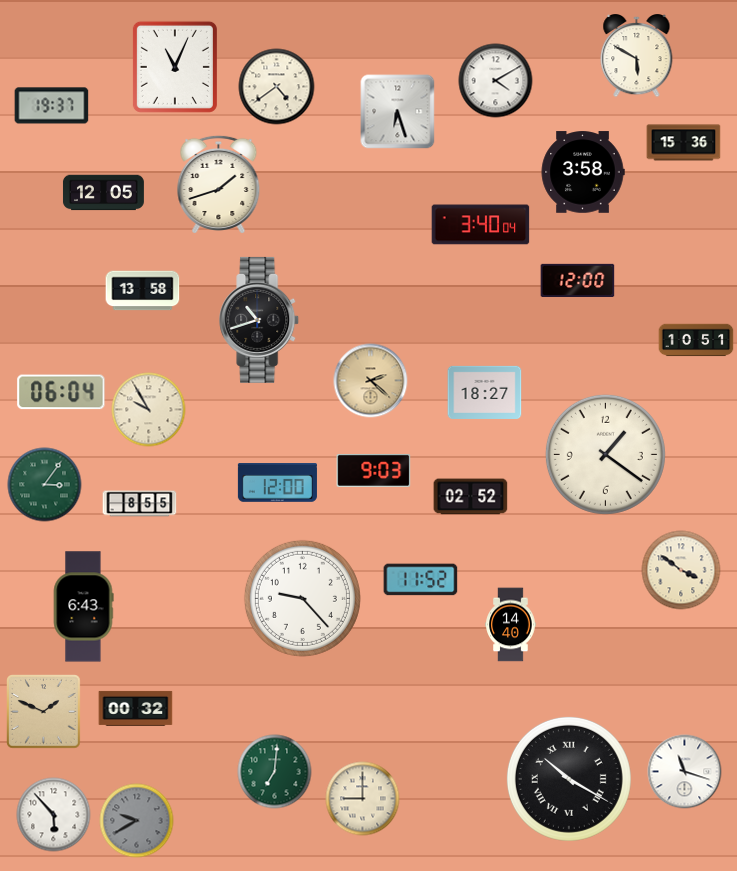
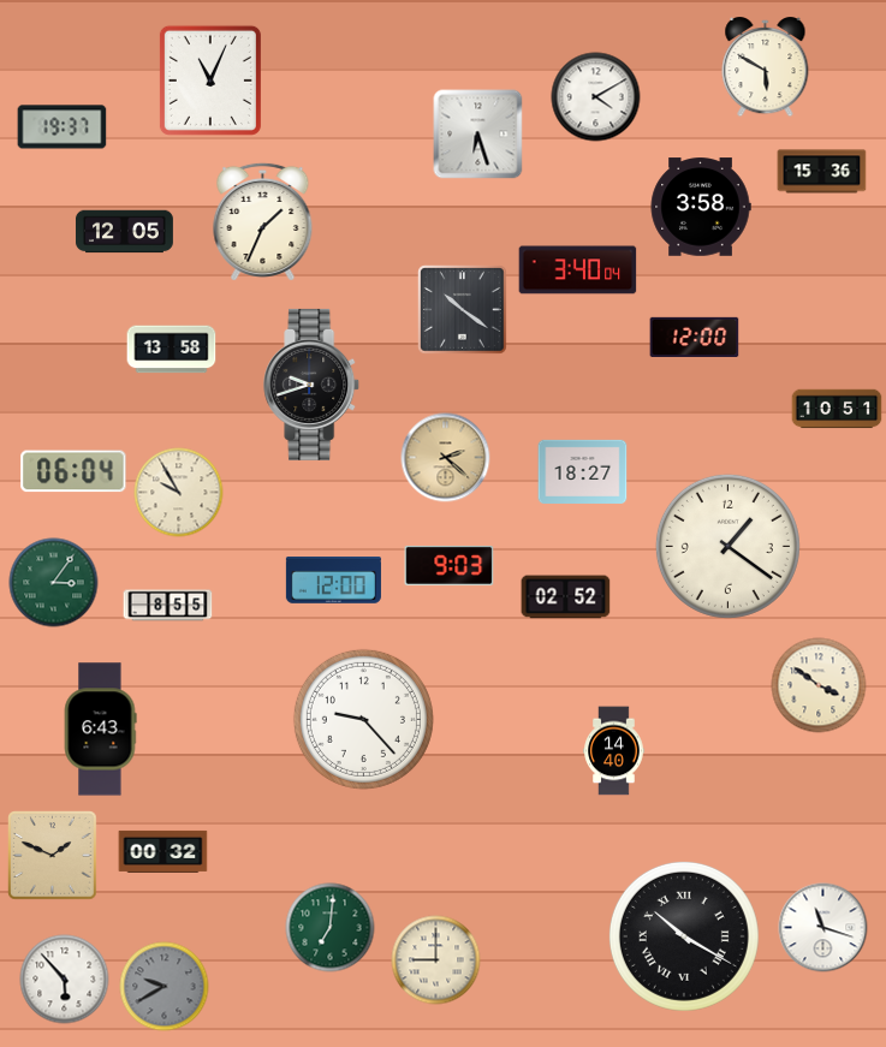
clock at (277, 87): 4:39 -> none
clock at (219, 184): 1:42 -> 1:34
clock at (463, 310): none -> 10:21
clock at (260, 320): 10:42 -> 9:42
clock at (421, 580): 11:52 -> none
